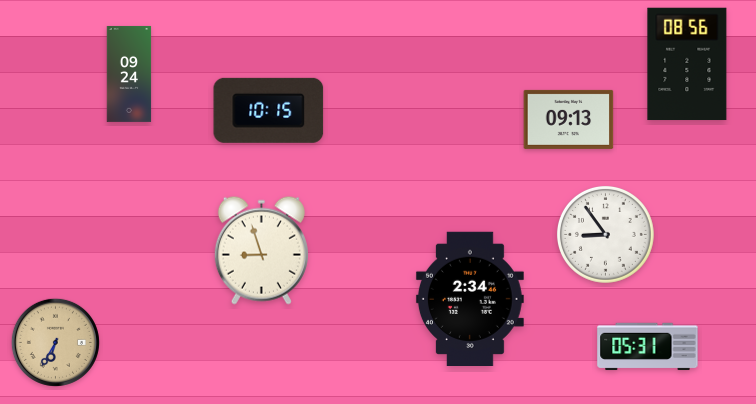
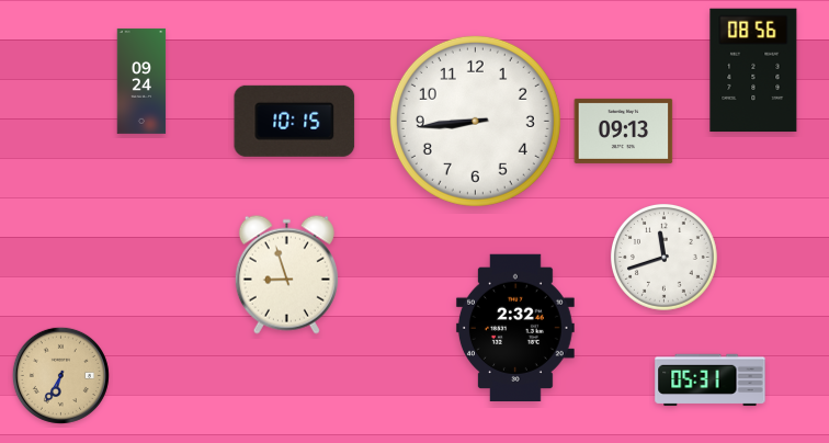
clock at (475, 121): none -> 8:44
clock at (605, 234): 8:54 -> 11:42
clock at (470, 298): 2:34 -> 2:32
